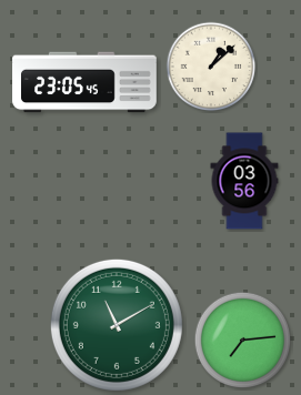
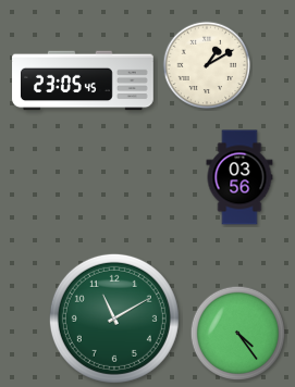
clock at (211, 67): 1:08 -> 1:10
clock at (243, 341): 7:14 -> 4:24
